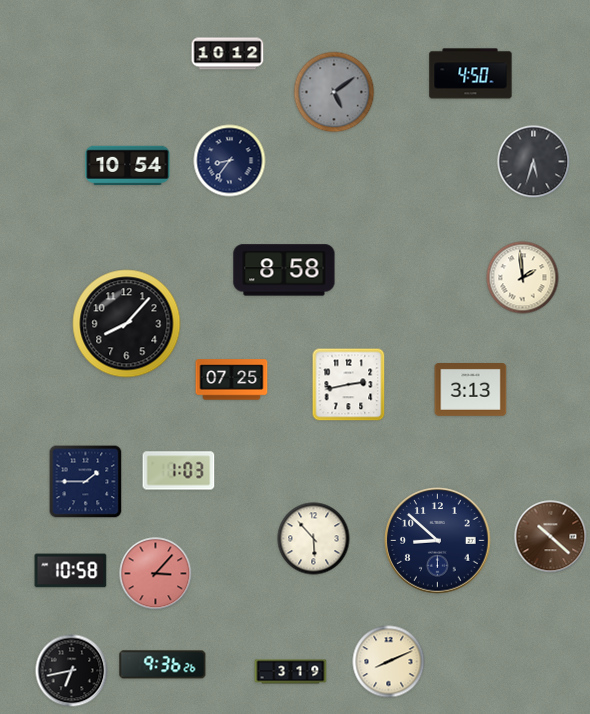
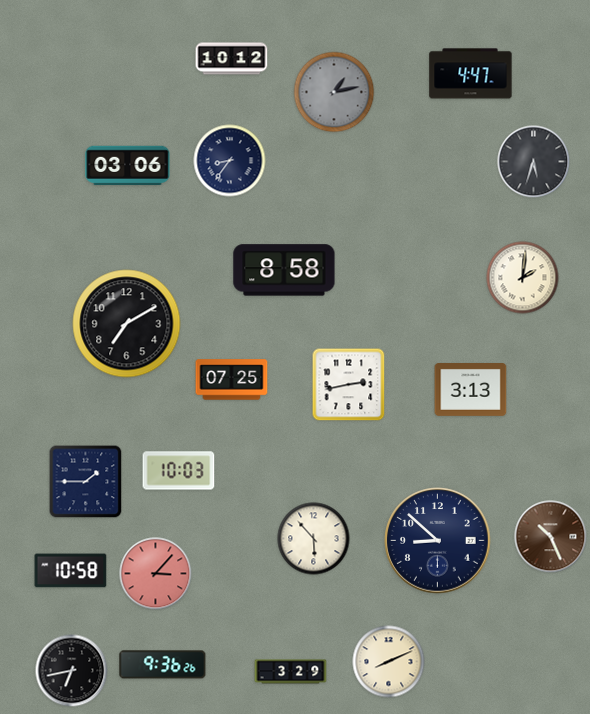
clock at (228, 54) position: (228, 54) -> (232, 59)
clock at (471, 74): 4:50 -> 4:47
clock at (334, 92): 5:09 -> 1:13
clock at (128, 166): 10:54 -> 03:06
clock at (523, 278): 1:59 -> 2:01
clock at (127, 324): 8:07 -> 7:10
clock at (179, 471): 1:03 -> 10:03
clock at (551, 537): 10:22 -> 10:26
clock at (291, 672): 3:19 -> 3:29
